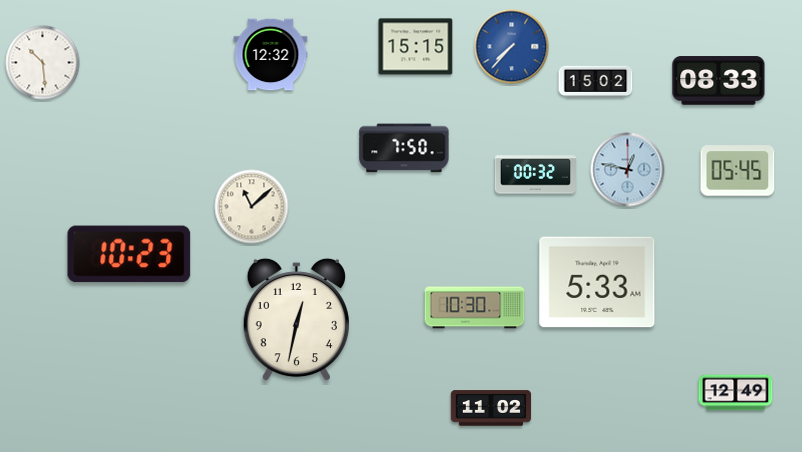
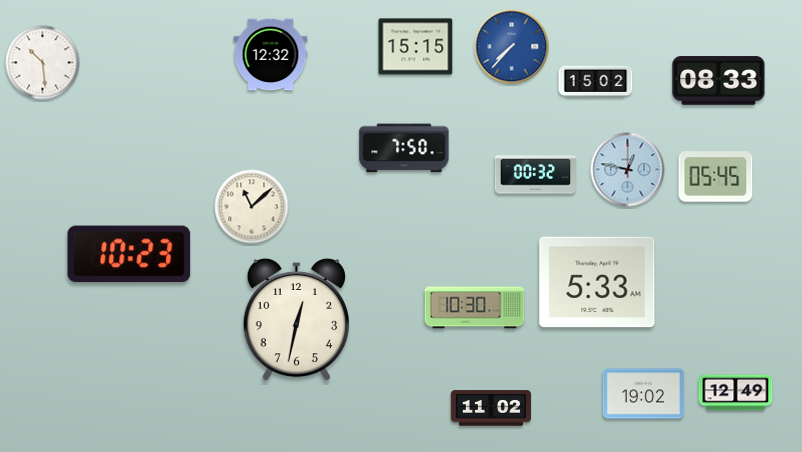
clock at (738, 171) position: (738, 171) -> (716, 177)
clock at (643, 394): none -> 19:02
